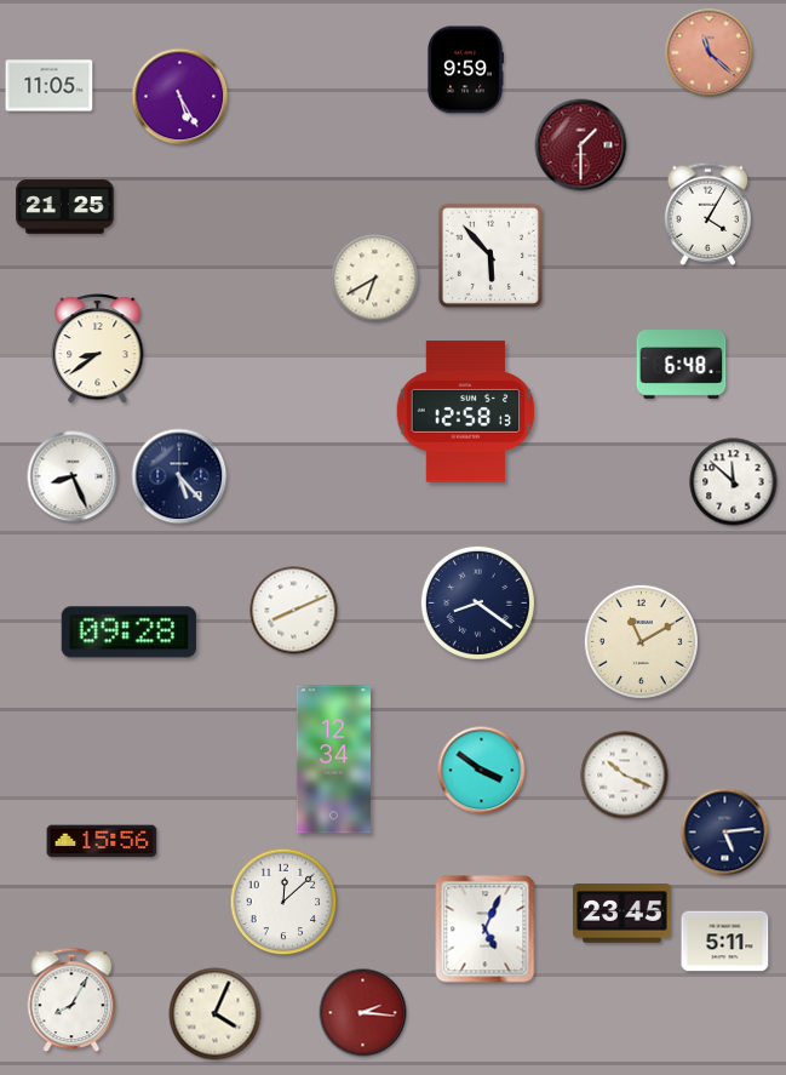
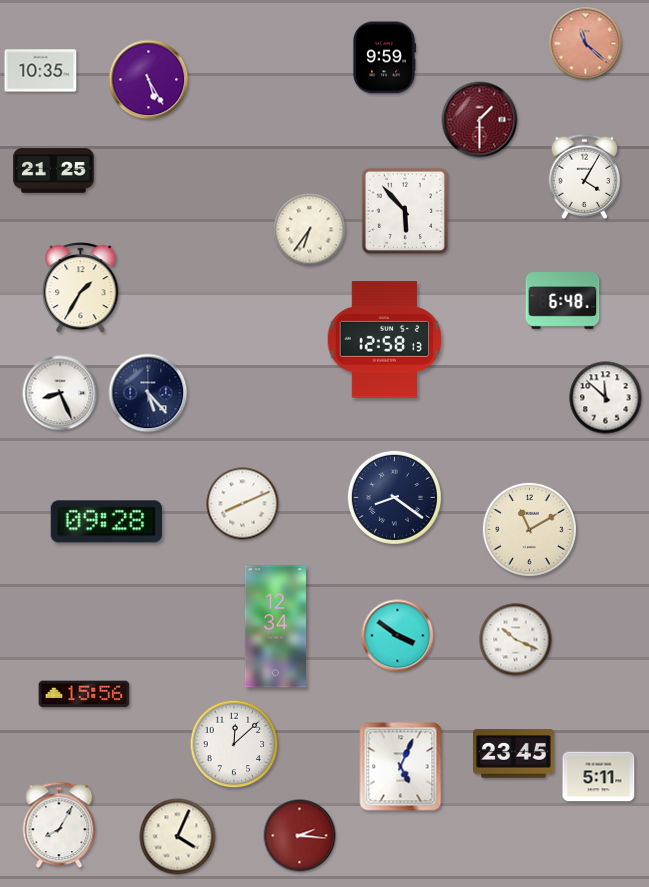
clock at (50, 86): 11:05 -> 10:35
clock at (375, 279): 6:40 -> 6:36
clock at (98, 349): 8:39 -> 1:35
clock at (725, 833): 5:14 -> none
